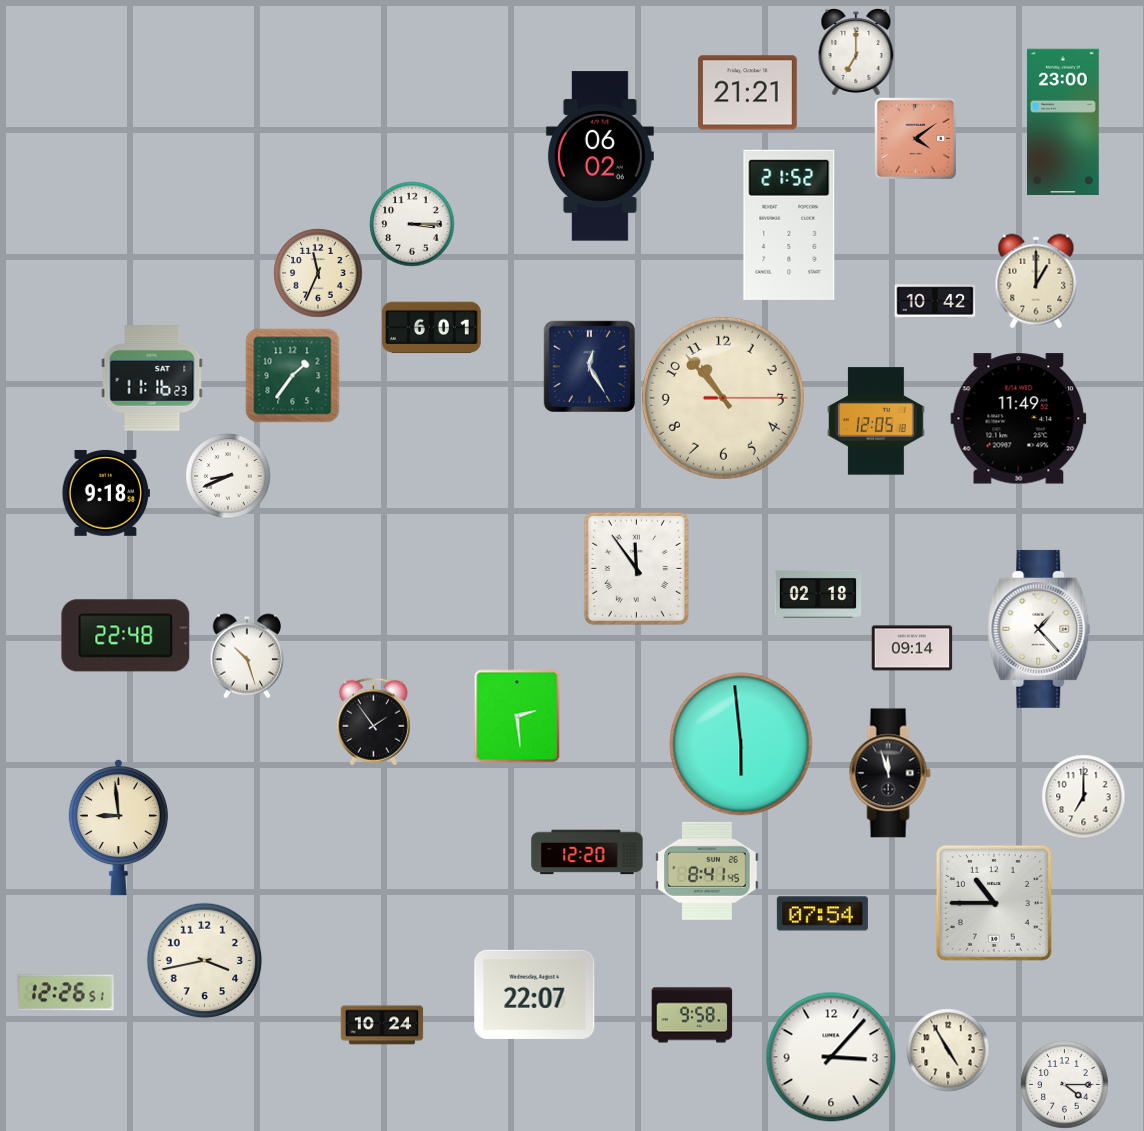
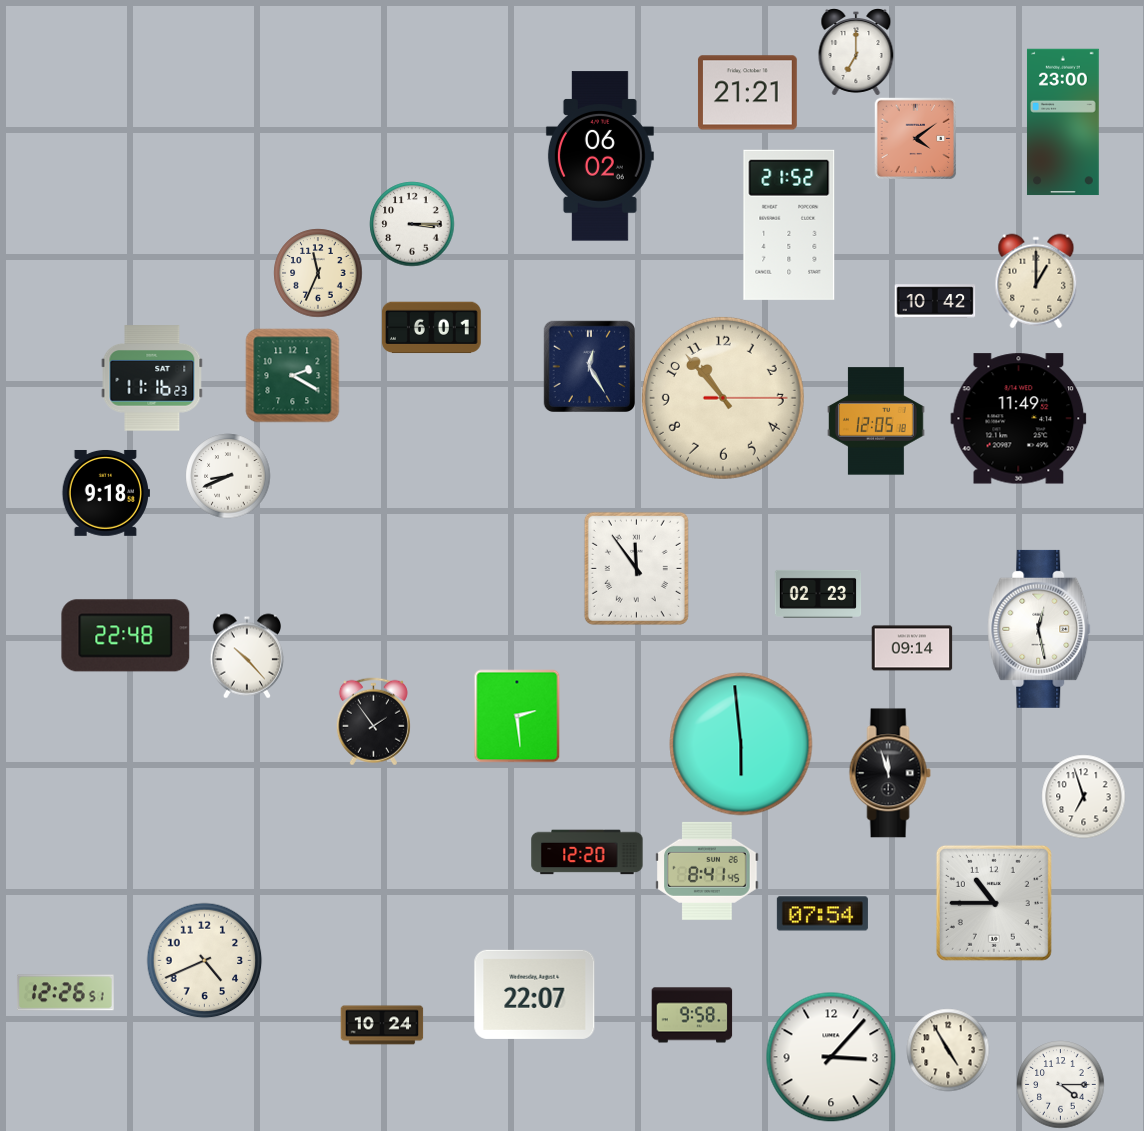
clock at (292, 375): 1:36 -> 2:20
clock at (818, 594): 02:18 -> 02:23
clock at (1039, 629): 1:23 -> 12:28
clock at (247, 656): 10:27 -> 10:23
clock at (1083, 796): 7:00 -> 6:57
clock at (118, 827): 8:59 -> none
clock at (204, 960): 3:43 -> 4:41
clock at (1064, 1084) position: (1064, 1084) -> (1060, 1084)
